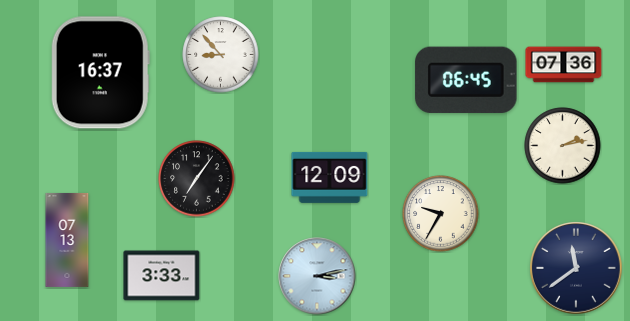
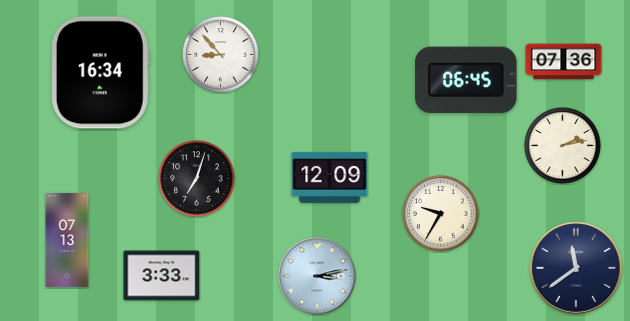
clock at (564, 65) position: (564, 65) -> (564, 62)
clock at (100, 73): 16:37 -> 16:34
clock at (197, 179): 7:06 -> 7:03
